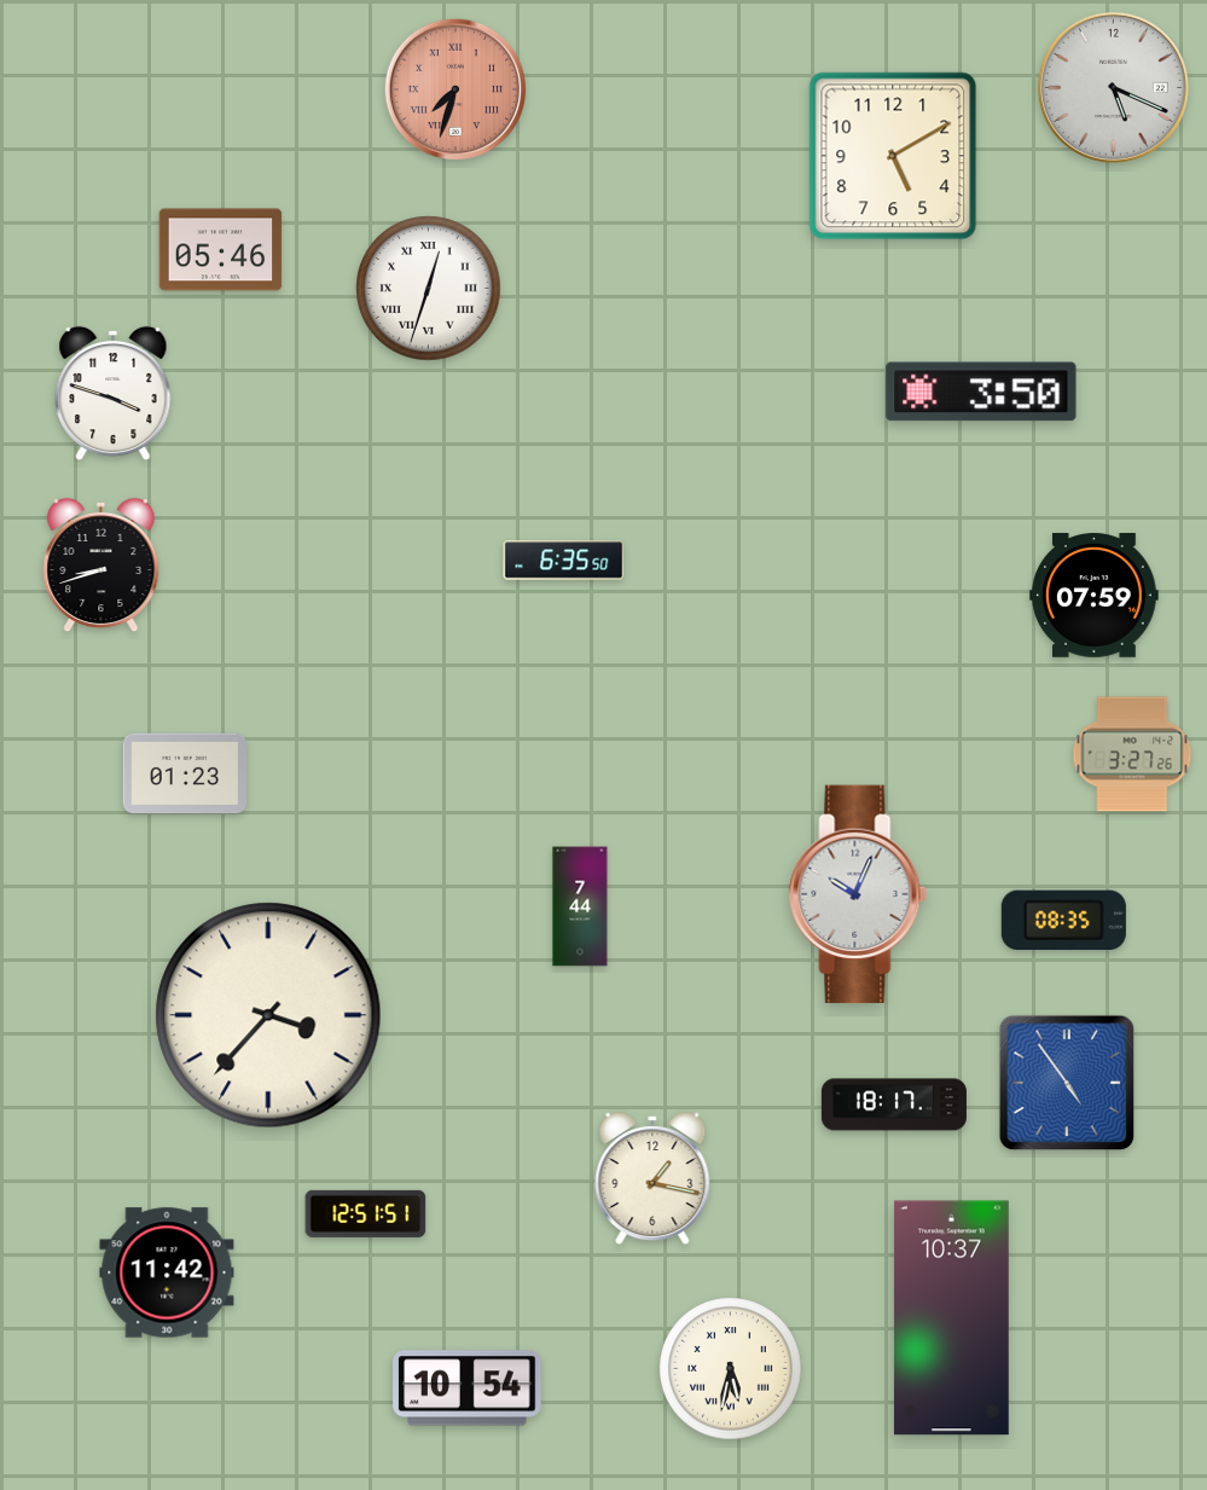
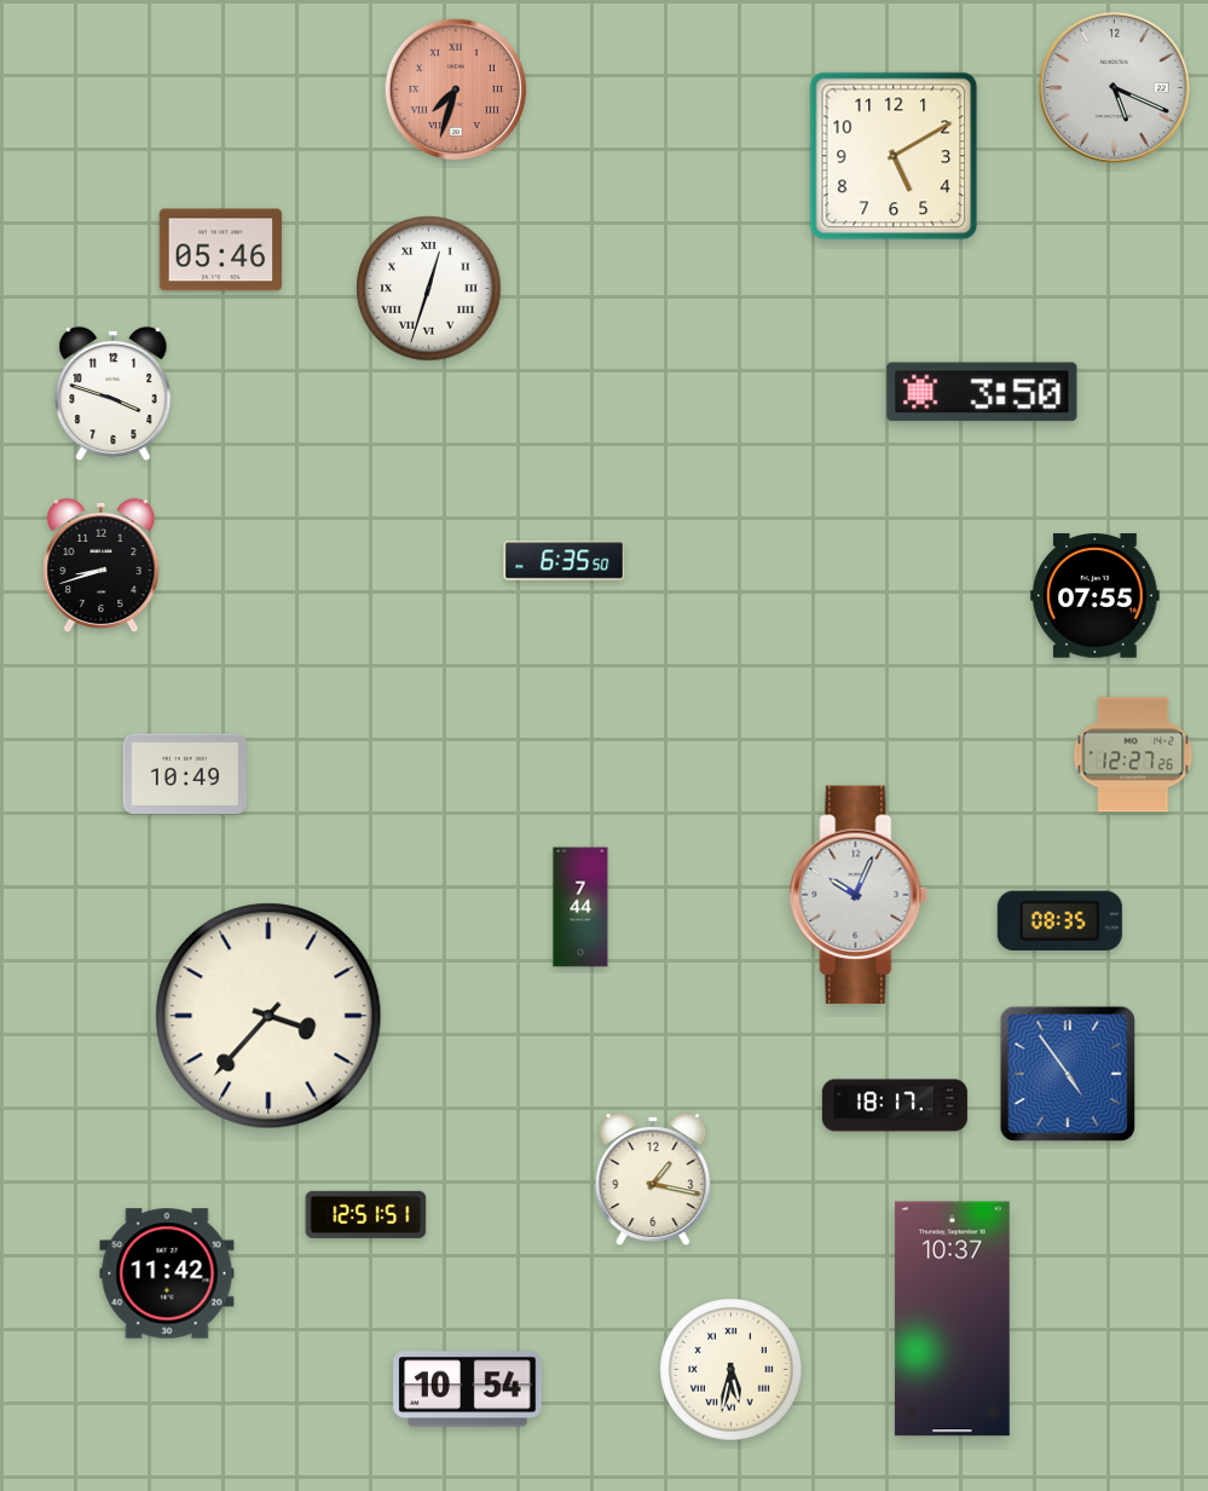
clock at (1095, 596): 07:59 -> 07:55
clock at (1132, 754): 3:27 -> 12:27
clock at (184, 772): 01:23 -> 10:49
clock at (1063, 920) position: (1063, 920) -> (1059, 920)
clock at (1067, 1083) position: (1067, 1083) -> (1068, 1074)
